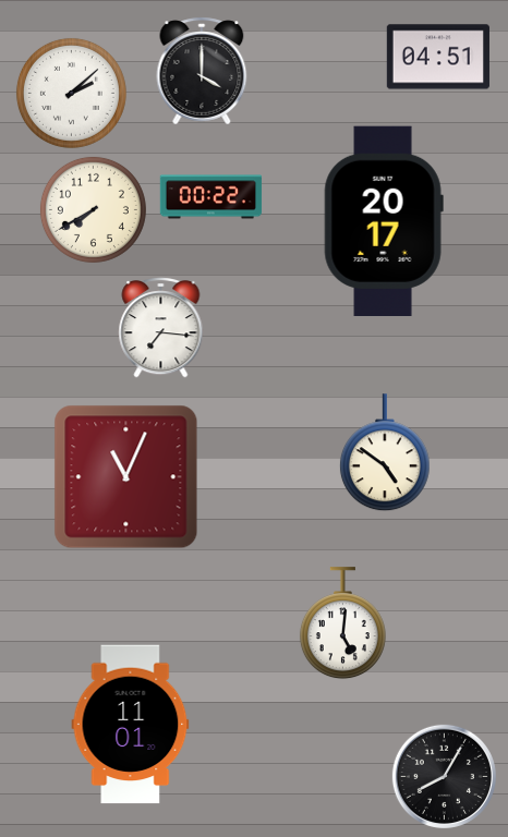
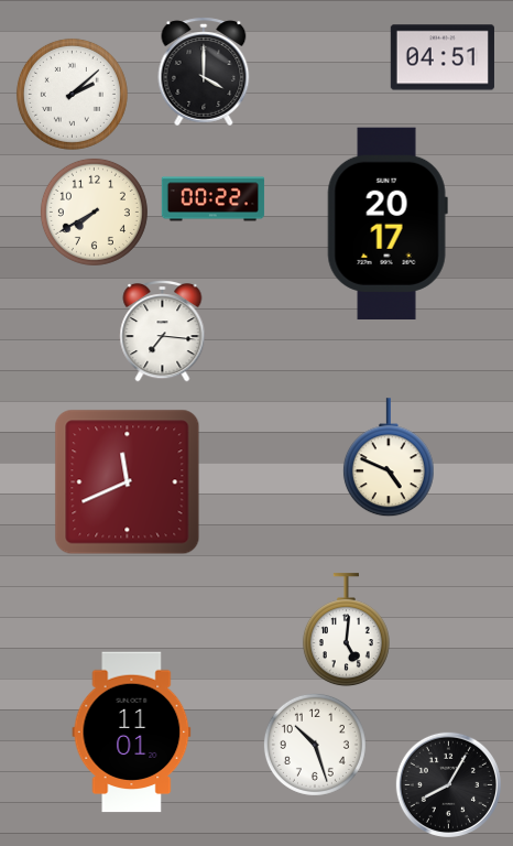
clock at (385, 453): 4:51 -> 4:49
clock at (126, 477): 11:04 -> 11:41
clock at (315, 745): none -> 10:27
